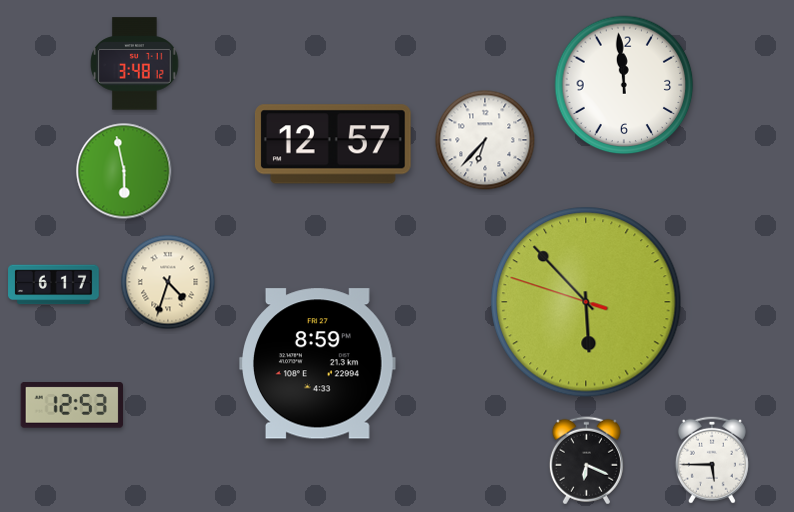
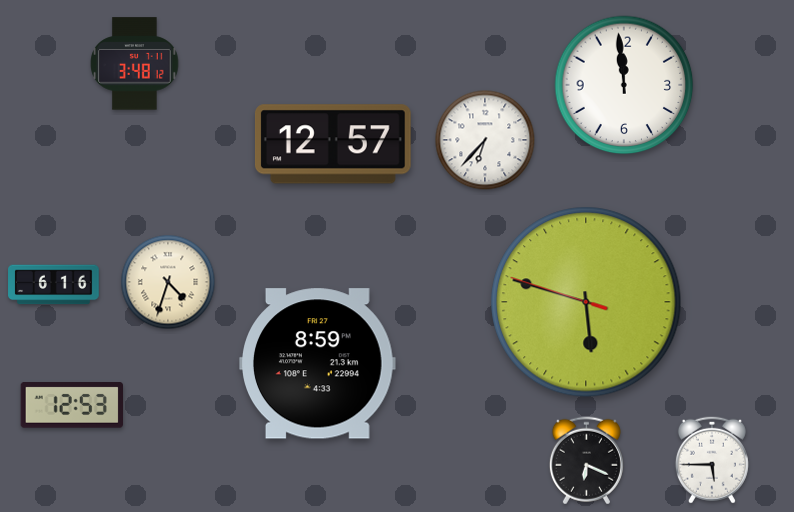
clock at (124, 171): 5:58 -> none
clock at (54, 285): 6:17 -> 6:16
clock at (586, 302): 5:52 -> 5:47
